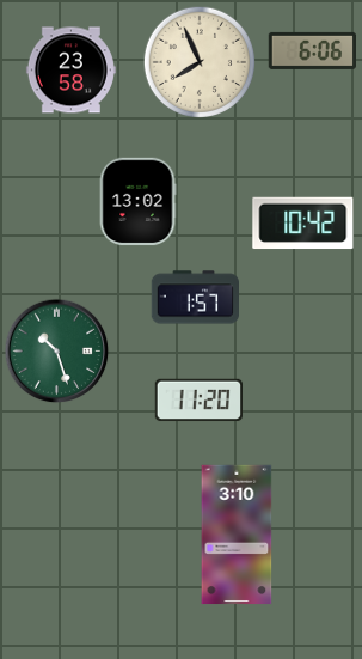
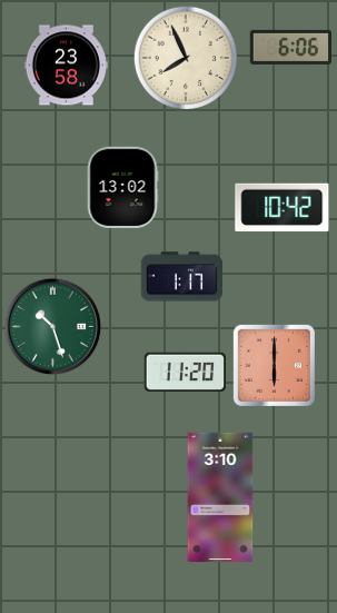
clock at (137, 202) position: (137, 202) -> (122, 188)
clock at (195, 298): 1:57 -> 1:17
clock at (274, 365): none -> 6:00
